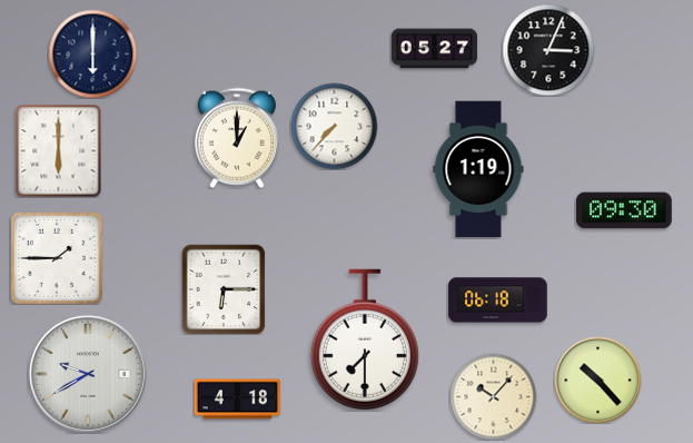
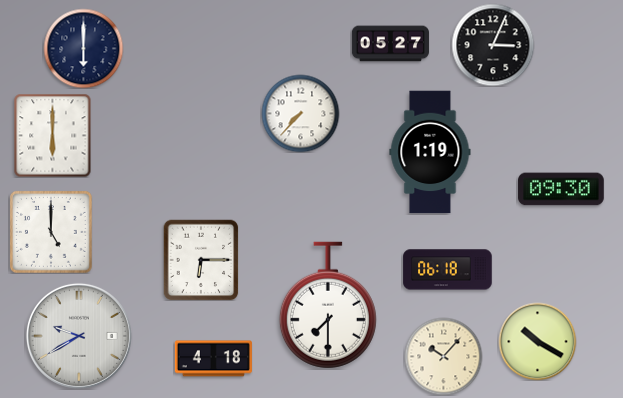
clock at (237, 138): 1:00 -> none
clock at (57, 258): 1:45 -> 5:00
clock at (597, 380): 10:23 -> 10:20
